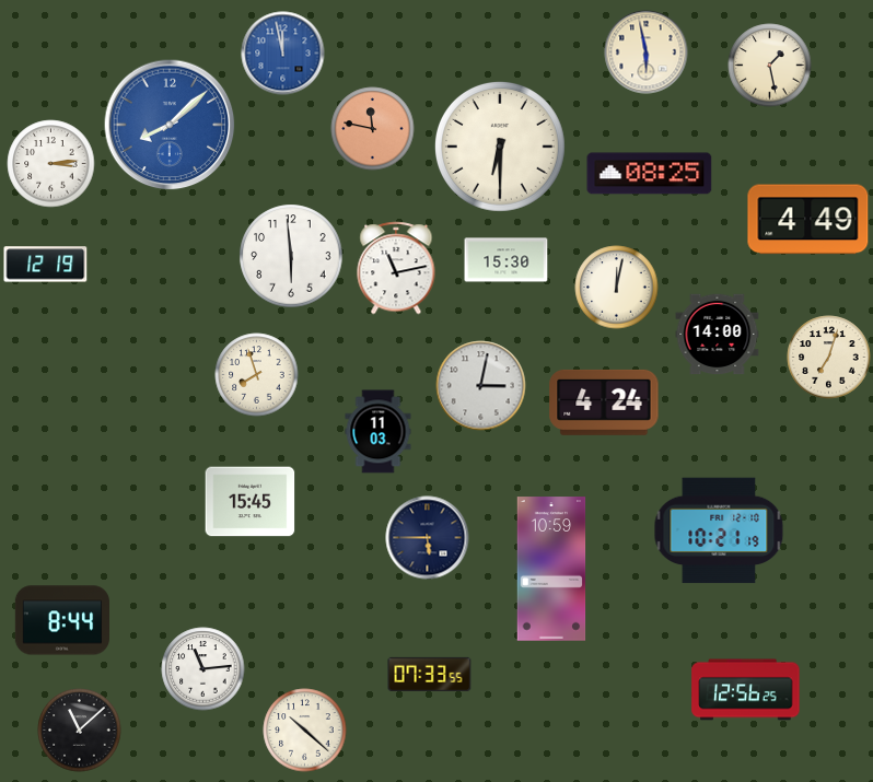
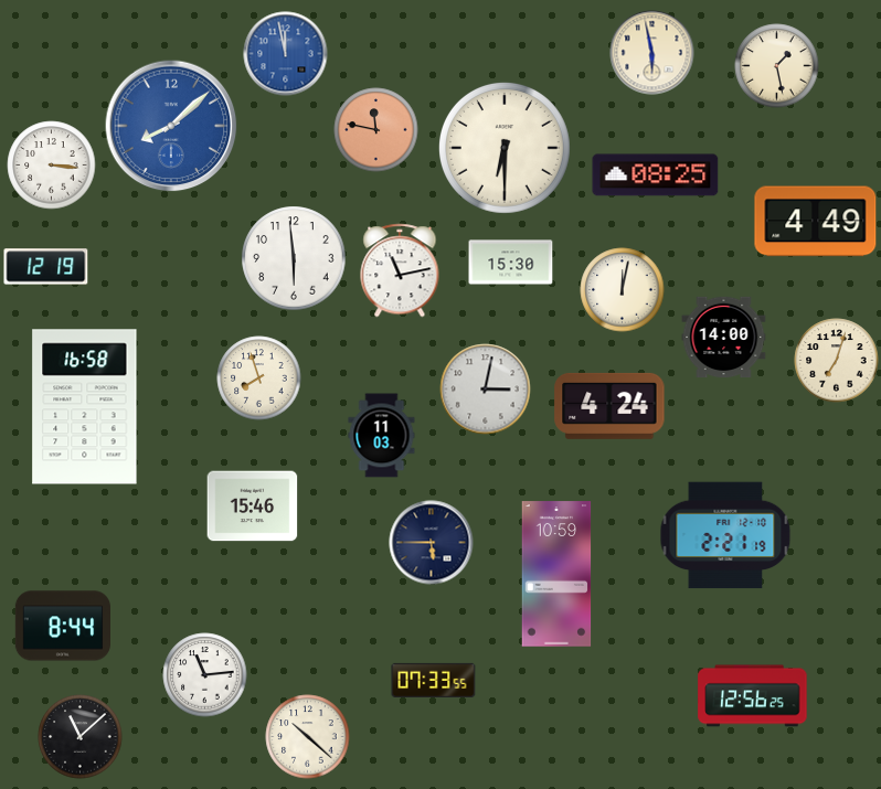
clock at (51, 164): 3:14 -> 3:16
clock at (85, 407): none -> 16:58
clock at (251, 502): 15:45 -> 15:46
clock at (719, 530): 10:21 -> 2:21
